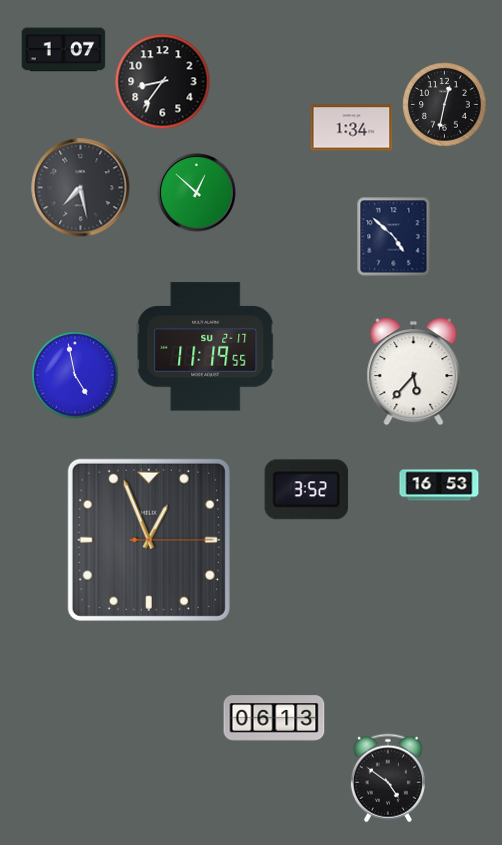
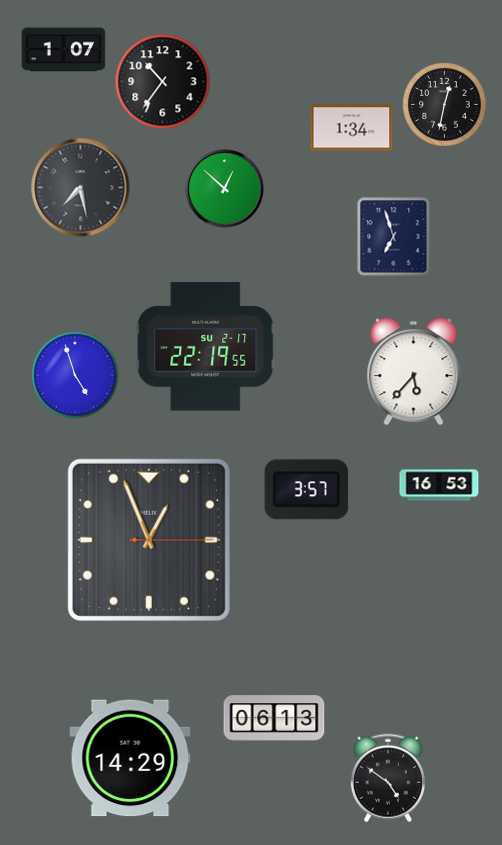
clock at (163, 82): 8:36 -> 10:36
clock at (197, 193) position: (197, 193) -> (225, 189)
clock at (394, 237): 4:52 -> 6:57
clock at (206, 347): 11:19 -> 22:19
clock at (75, 375): 4:58 -> 4:57
clock at (307, 490): 3:52 -> 3:57
clock at (130, 758): none -> 14:29
